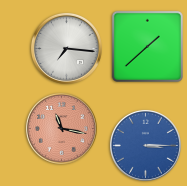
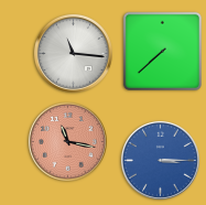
clock at (147, 46): 1:38 -> 7:38
clock at (66, 48): 7:16 -> 11:16
